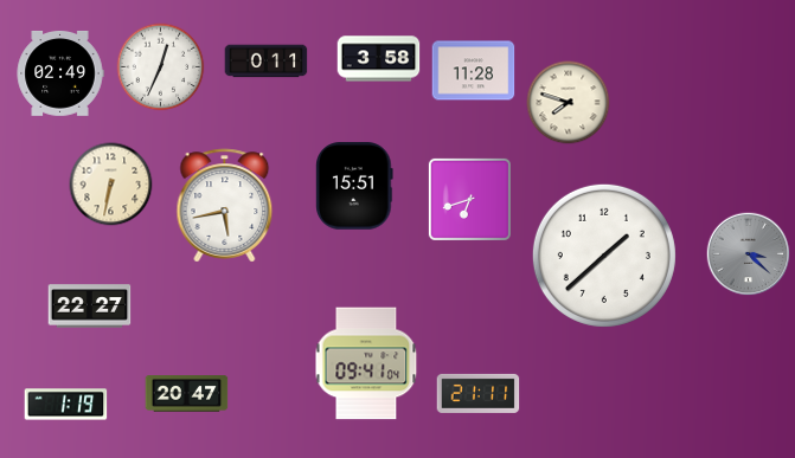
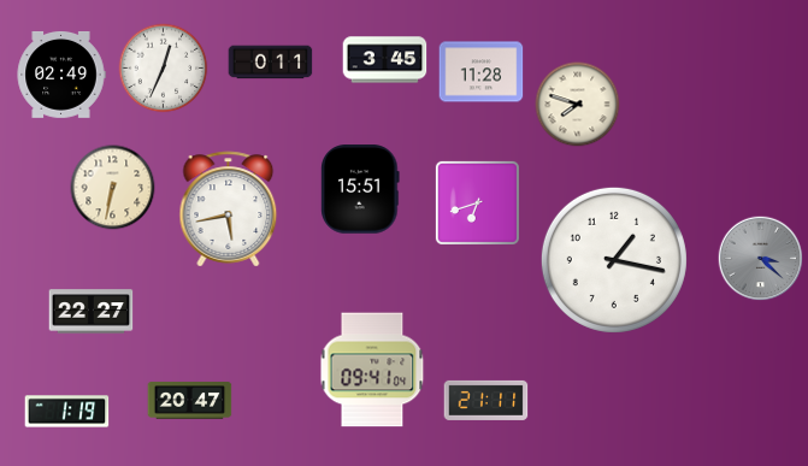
clock at (379, 59): 3:58 -> 3:45
clock at (604, 256): 1:38 -> 1:17
